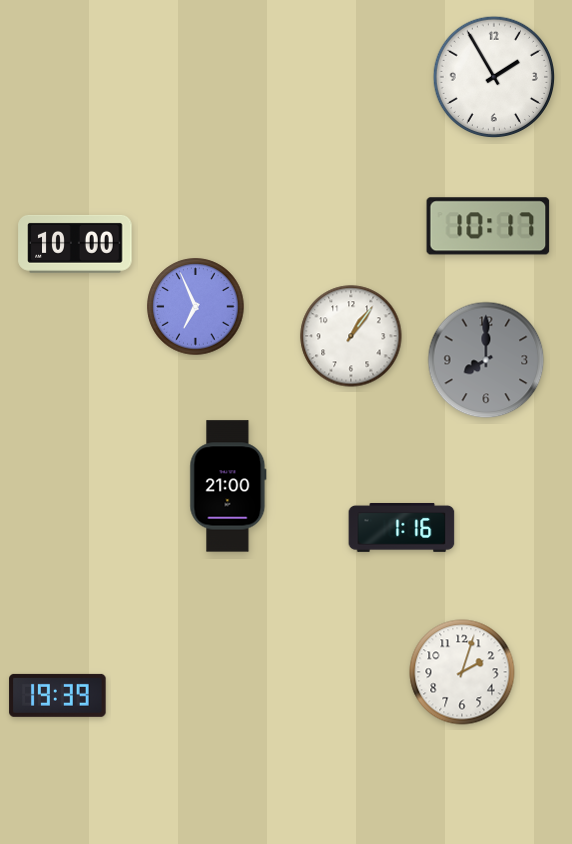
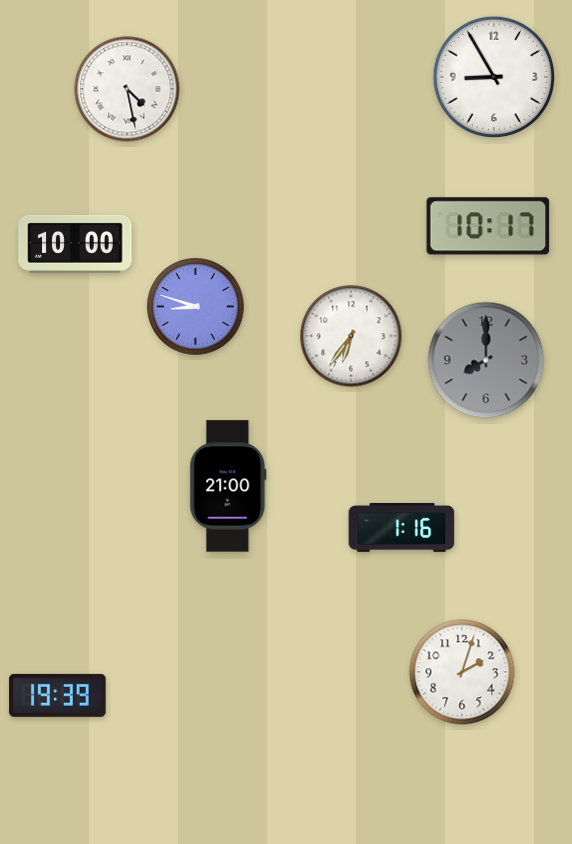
clock at (493, 76): 1:55 -> 8:55
clock at (127, 89): none -> 4:28
clock at (196, 307): 6:56 -> 8:48
clock at (351, 336): 1:06 -> 6:36
